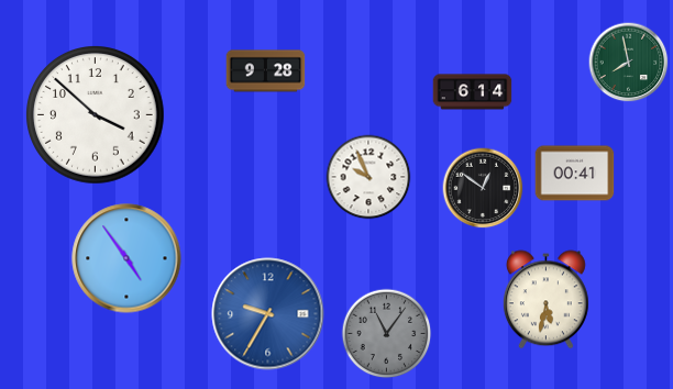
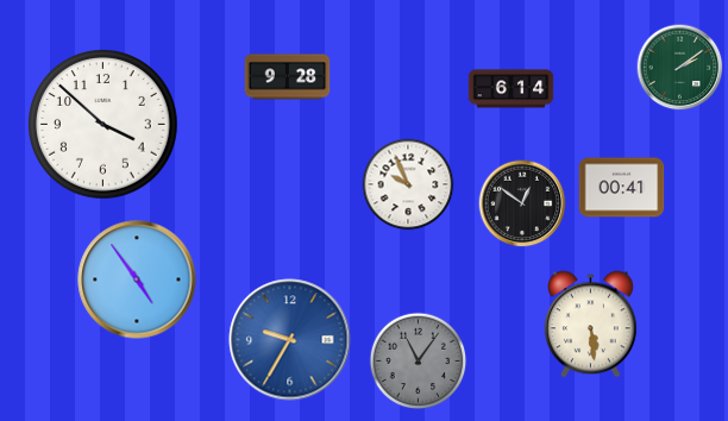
clock at (629, 63): 7:58 -> 2:09
clock at (473, 92) position: (473, 92) -> (512, 89)
clock at (368, 177) position: (368, 177) -> (408, 184)
clock at (545, 300): 5:32 -> 5:29
